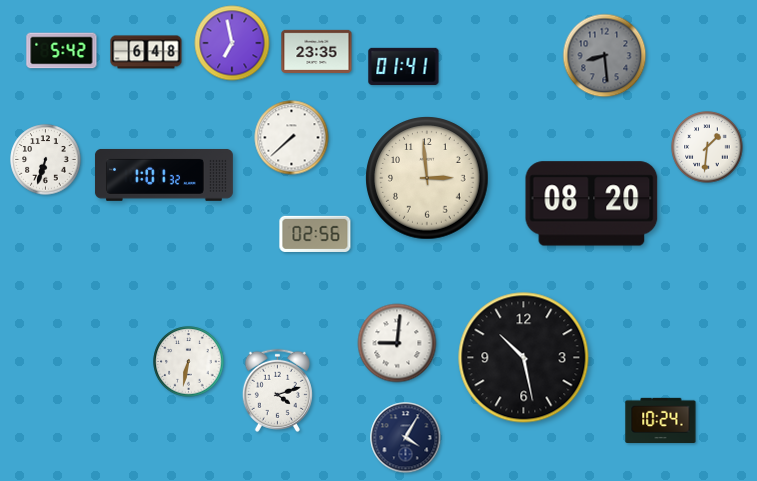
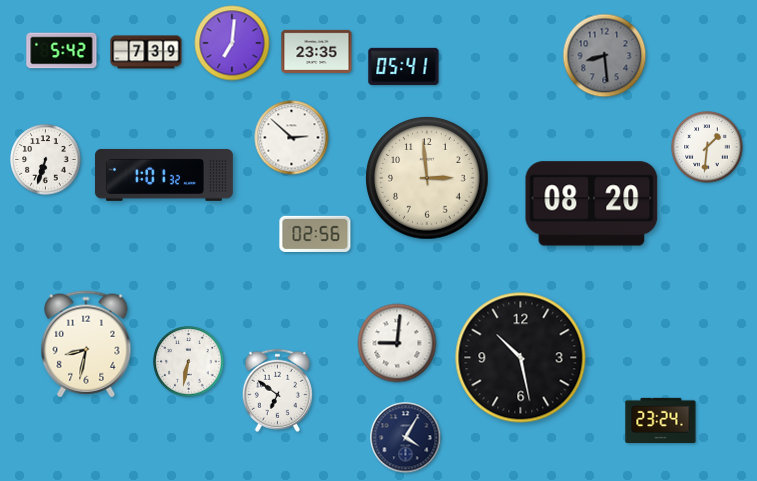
clock at (232, 43): 6:58 -> 7:01
clock at (146, 52): 6:48 -> 7:39
clock at (404, 66): 01:41 -> 05:41
clock at (292, 138): 7:38 -> 2:52
clock at (86, 344): none -> 8:32
clock at (524, 358) position: (524, 358) -> (521, 358)
clock at (277, 390): 4:12 -> 6:51
clock at (661, 420): 10:24 -> 23:24
